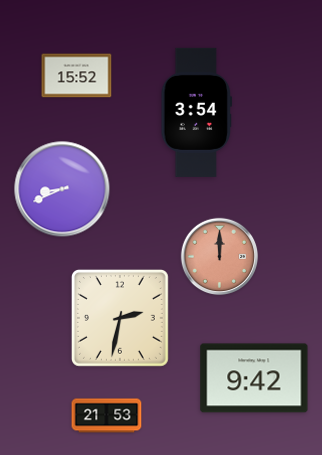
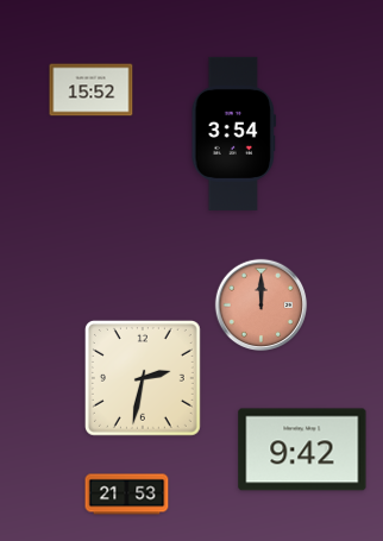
clock at (62, 189): 8:41 -> none
